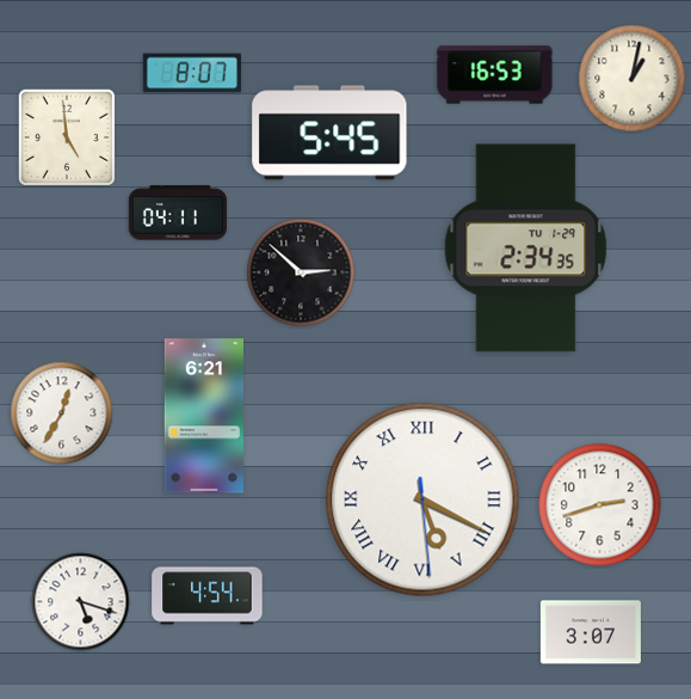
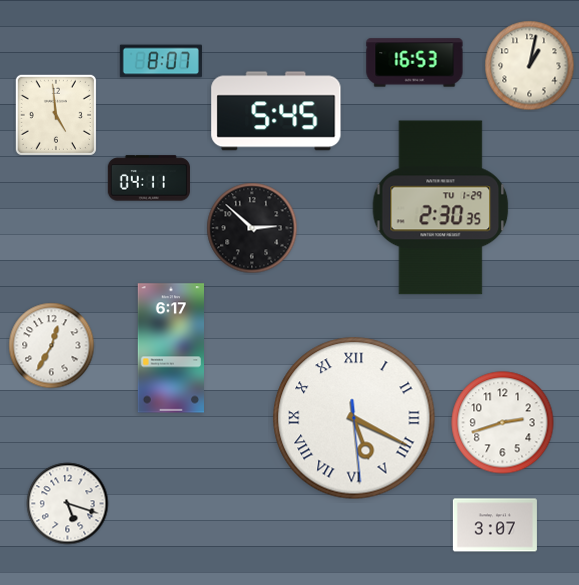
clock at (526, 249): 2:34 -> 2:30
clock at (203, 416): 6:21 -> 6:17
clock at (208, 596): 4:54 -> none
clock at (591, 632) position: (591, 632) -> (495, 525)
